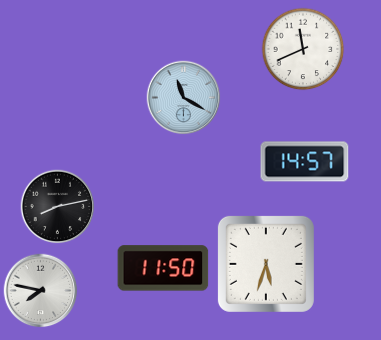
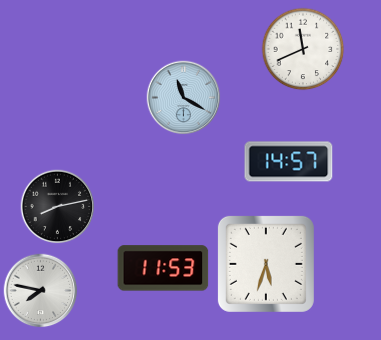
clock at (305, 162) position: (305, 162) -> (289, 162)
clock at (163, 268): 11:50 -> 11:53
